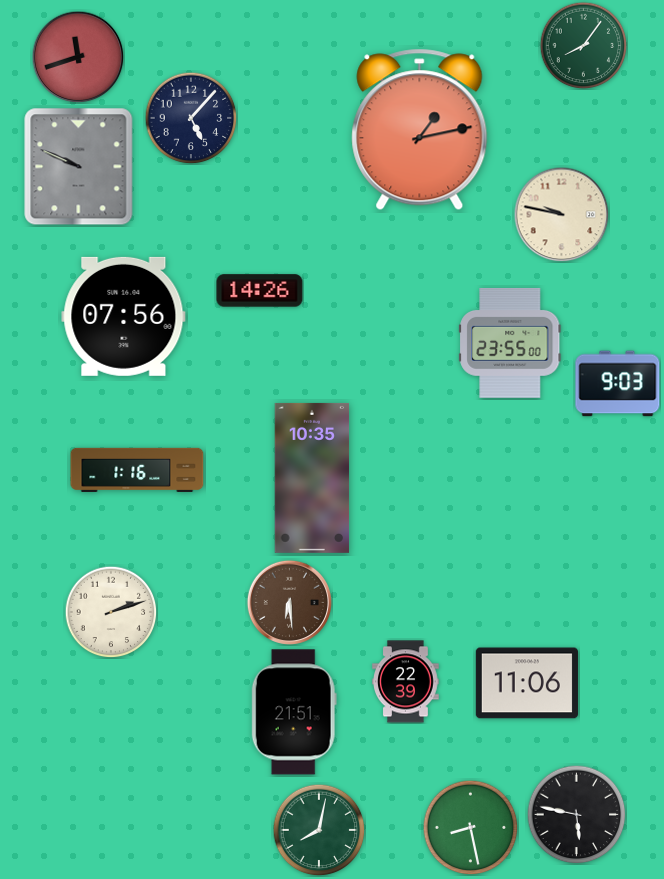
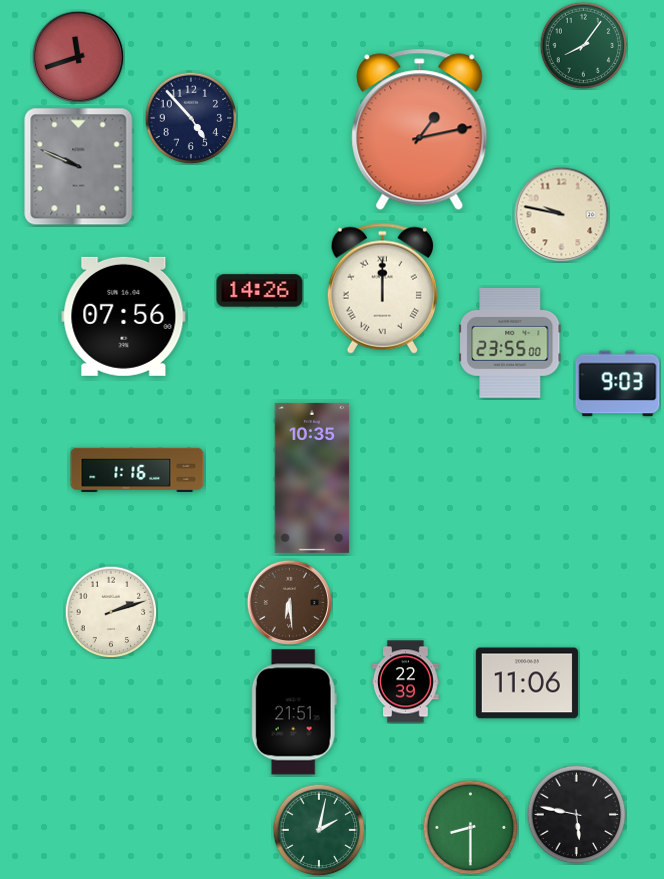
clock at (191, 118): 5:07 -> 4:53
clock at (382, 288): none -> 12:00
clock at (470, 827): 8:28 -> 8:30
clock at (319, 830): 8:02 -> 2:02
